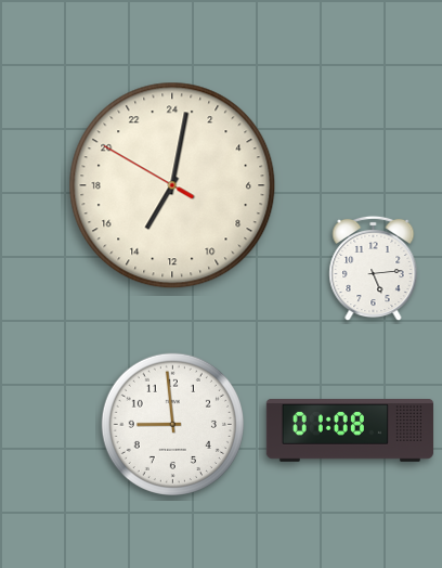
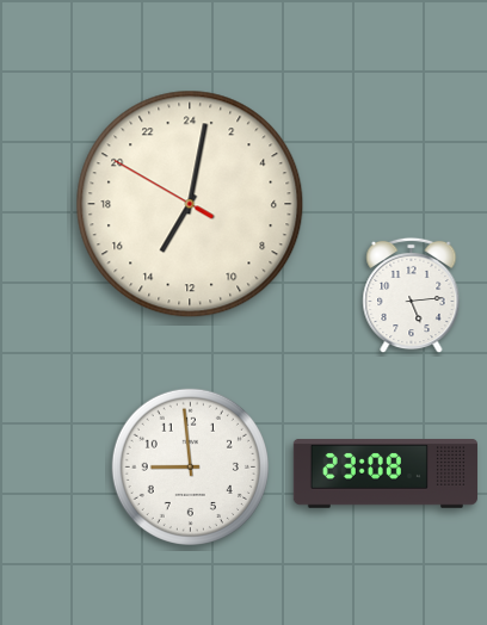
clock at (350, 431): 01:08 -> 23:08
